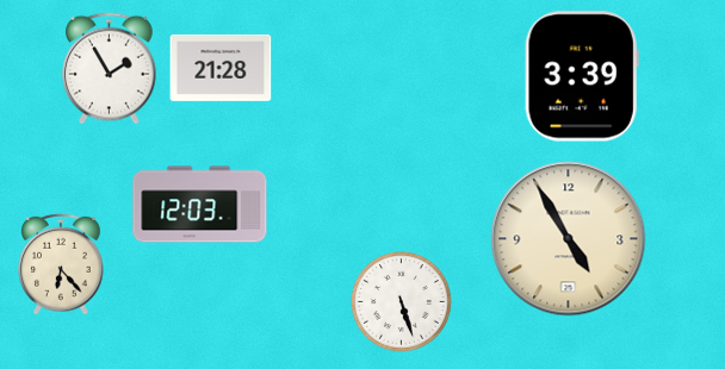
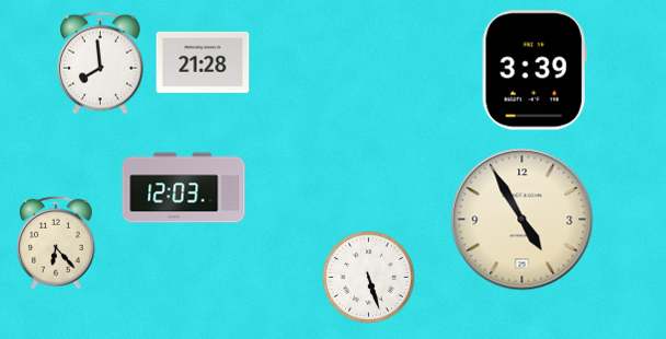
clock at (110, 69): 1:55 -> 7:59
